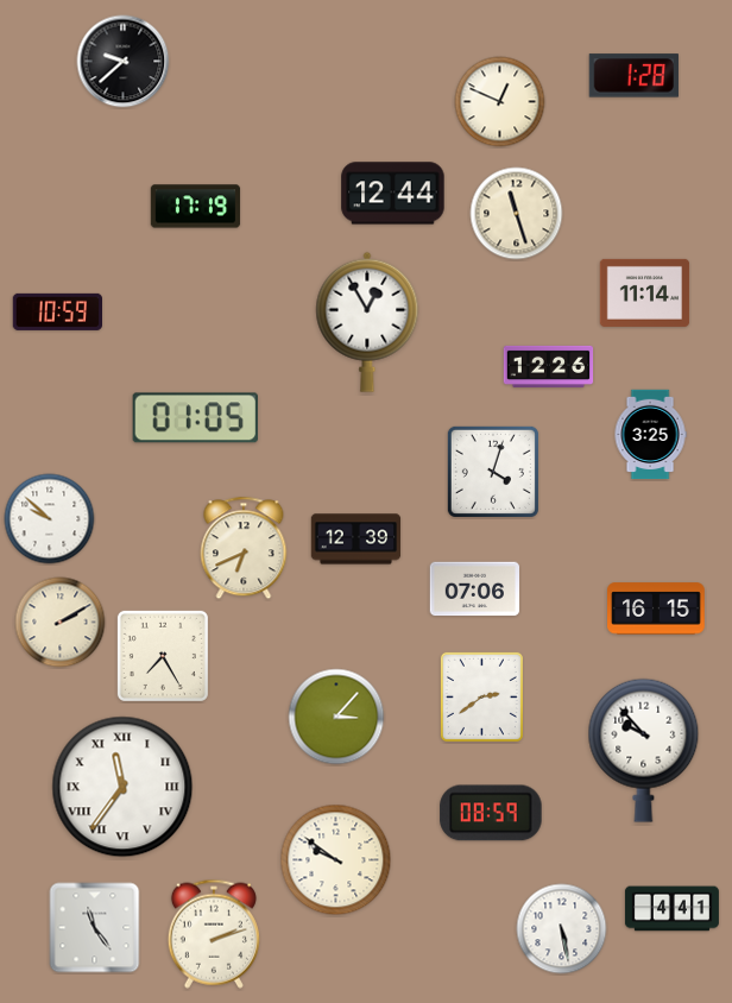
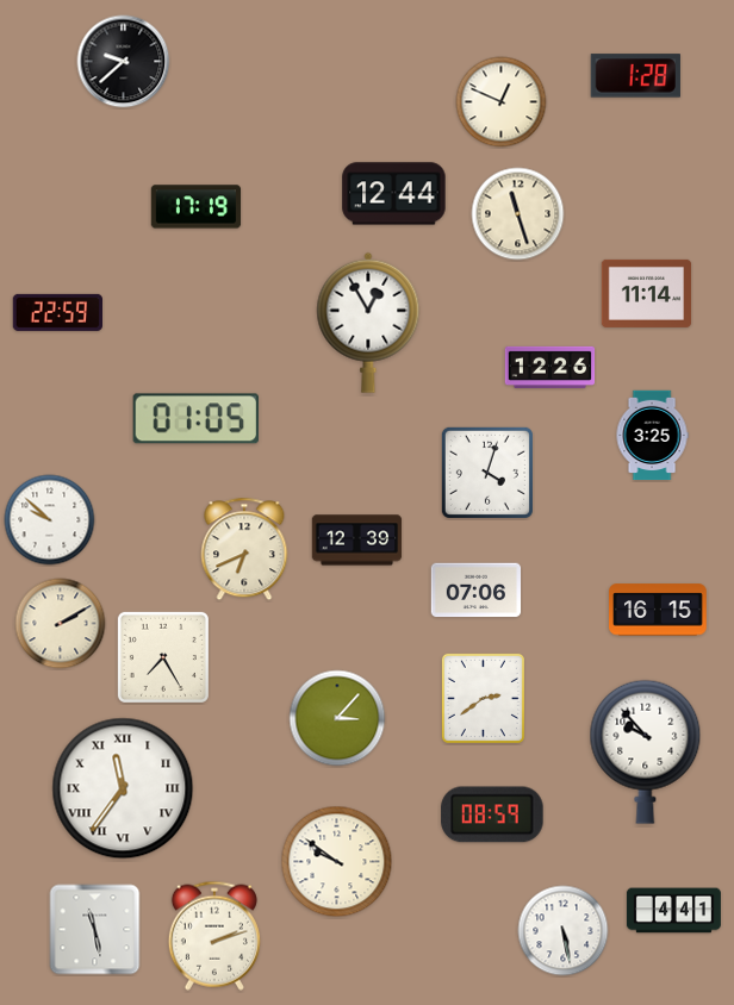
clock at (57, 311): 10:59 -> 22:59
clock at (493, 472) position: (493, 472) -> (487, 473)
clock at (95, 928): 11:24 -> 11:28
